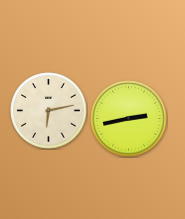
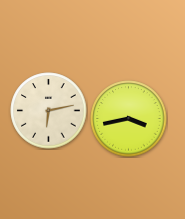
clock at (129, 119): 2:43 -> 3:43
